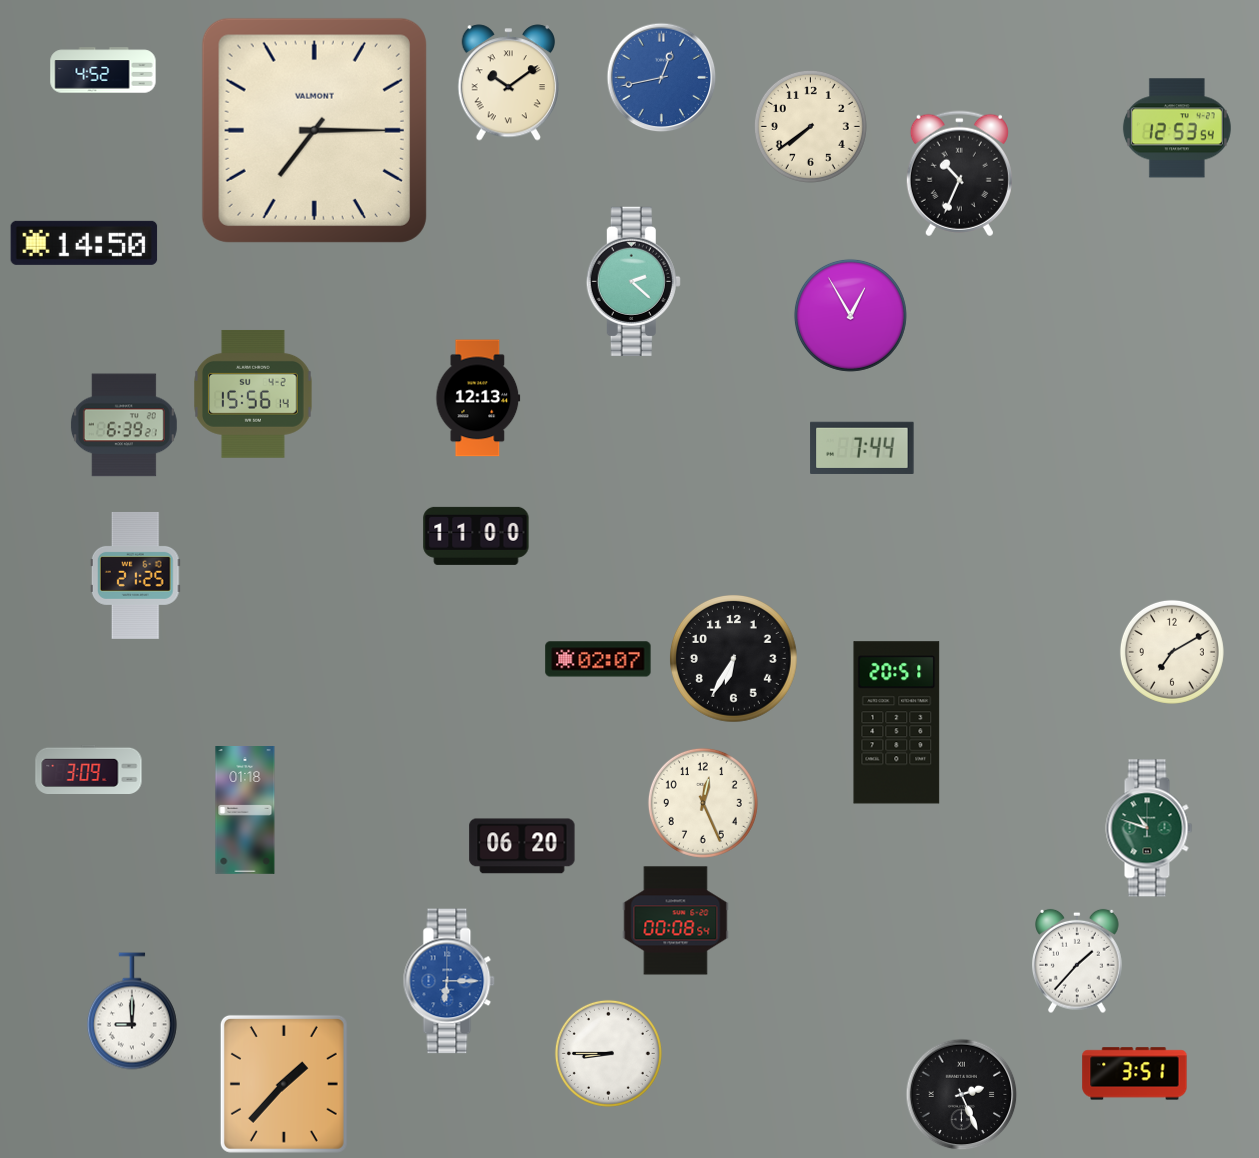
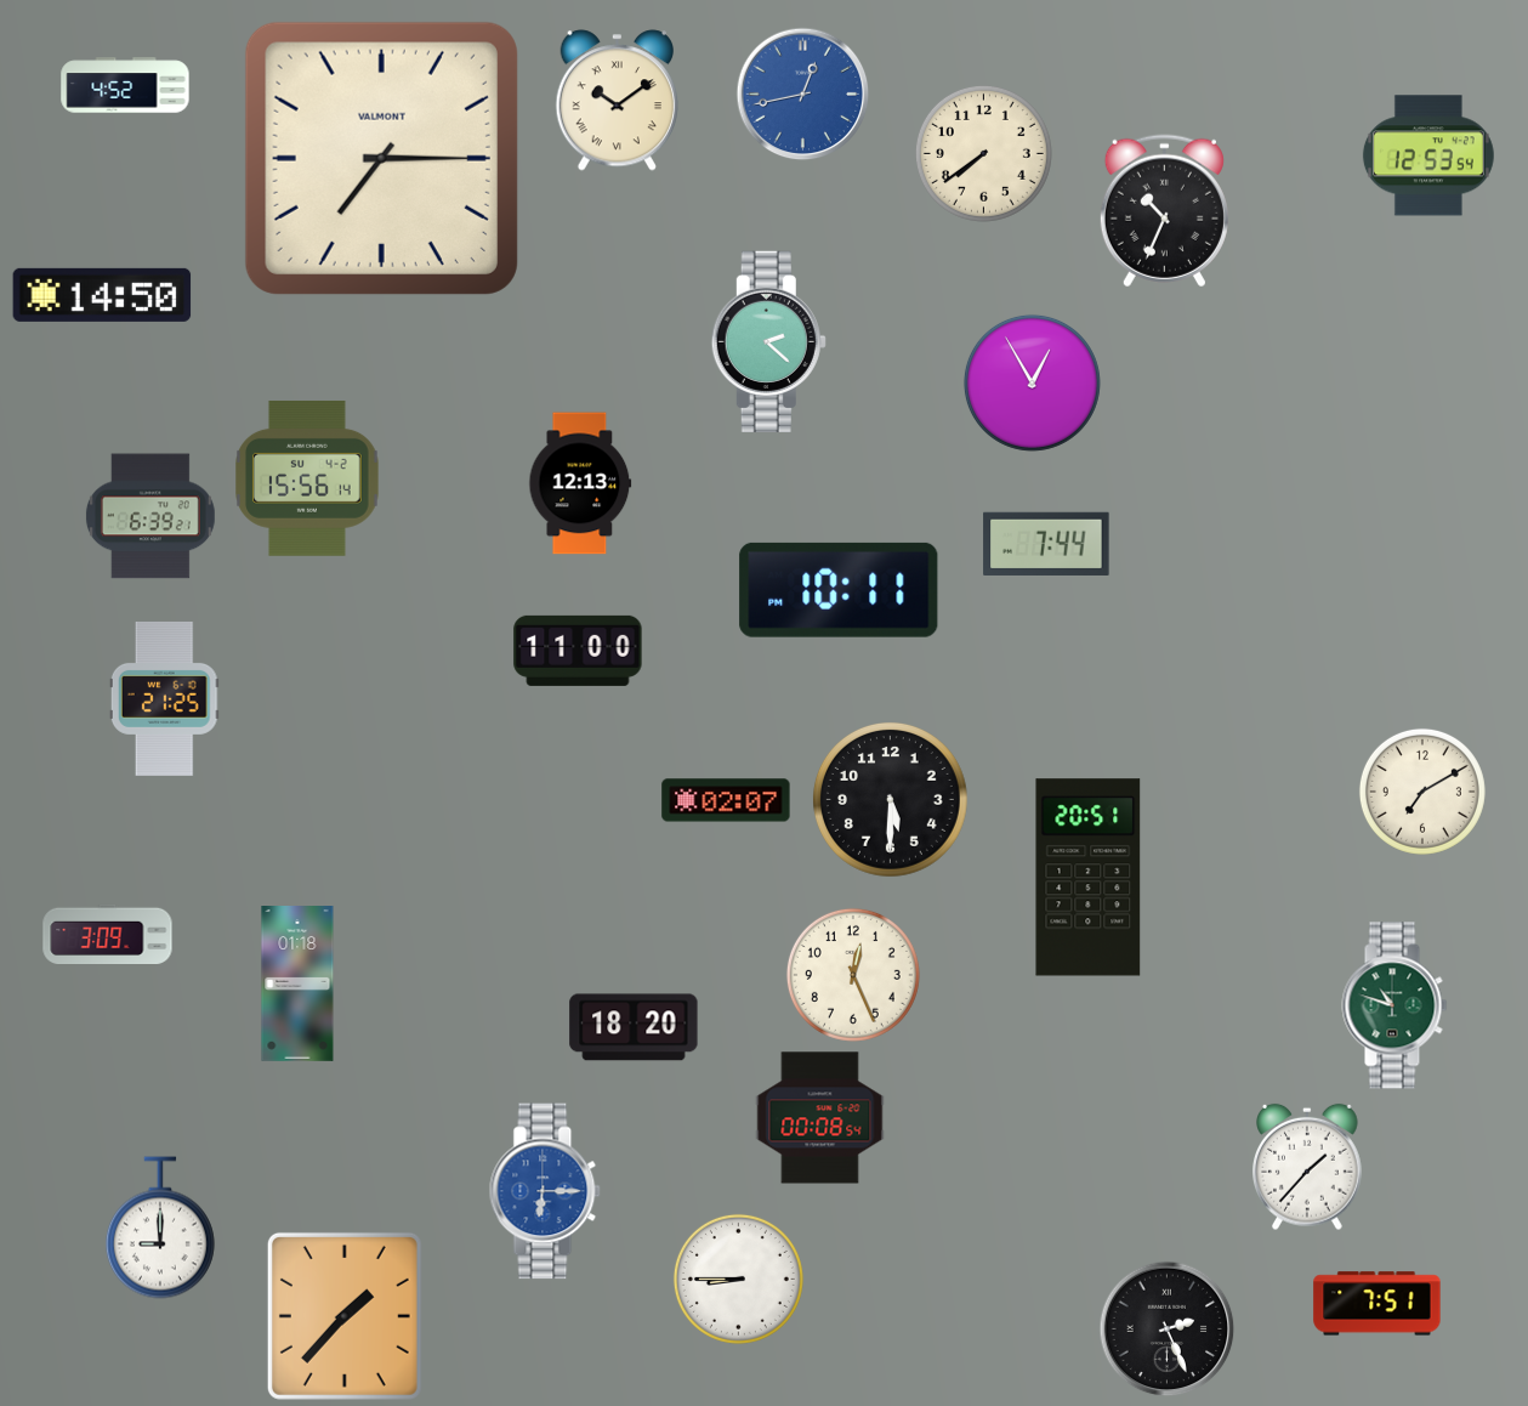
clock at (839, 590): none -> 10:11
clock at (734, 659): 6:35 -> 5:30
clock at (522, 846): 06:20 -> 18:20
clock at (1135, 1074): 3:51 -> 7:51
